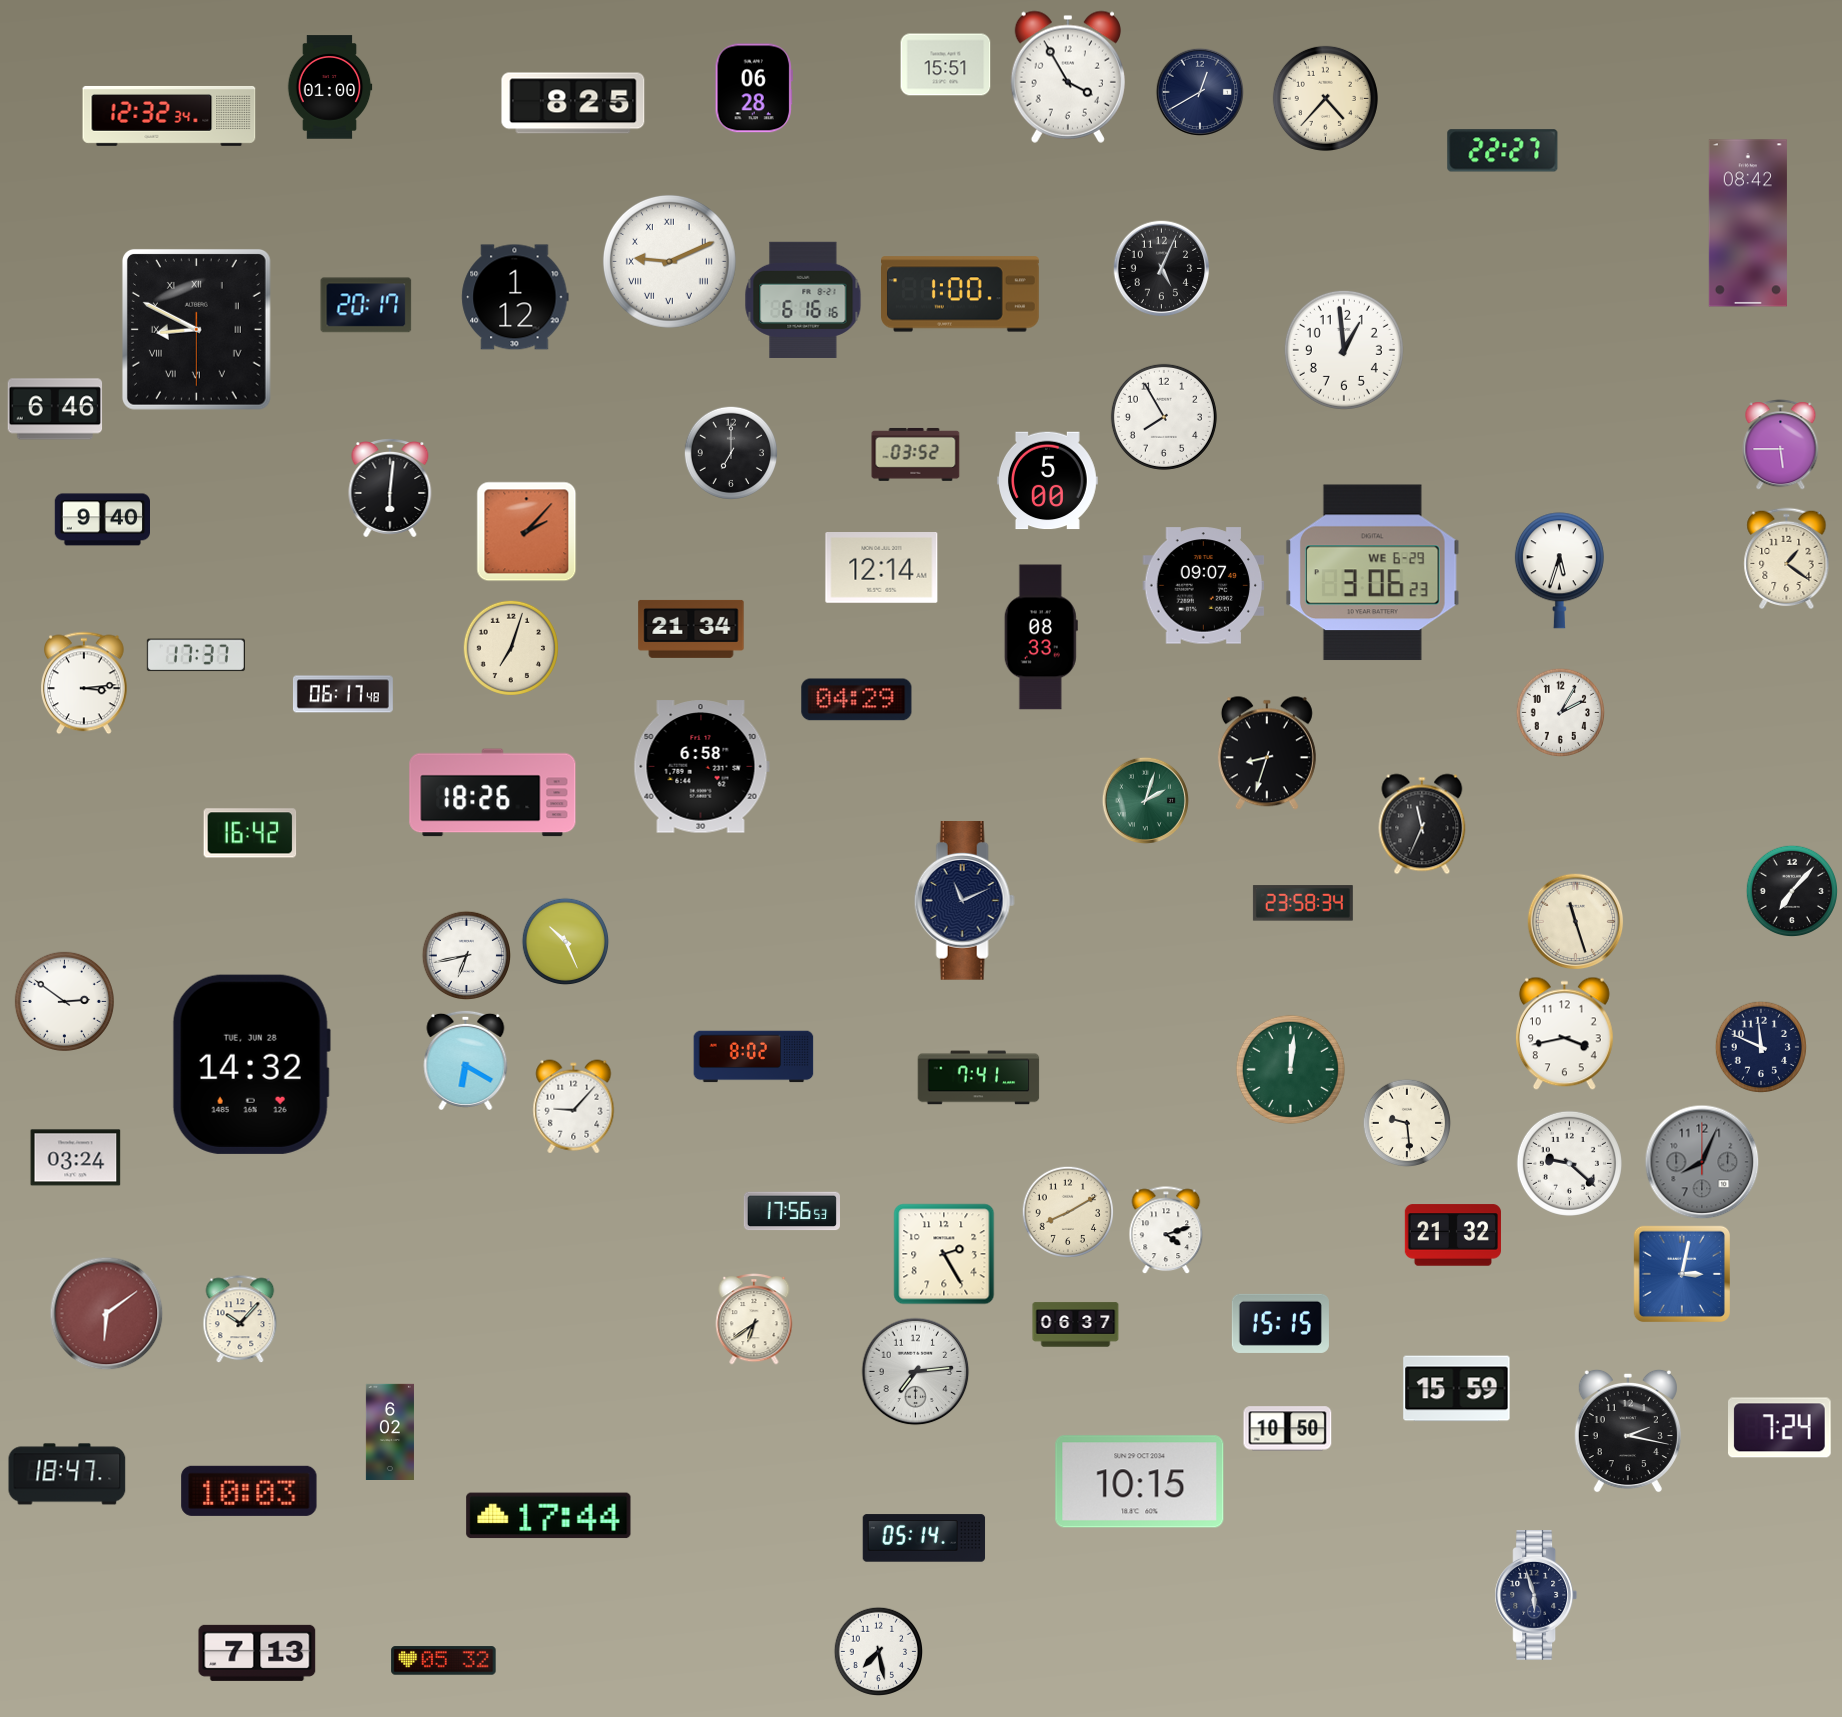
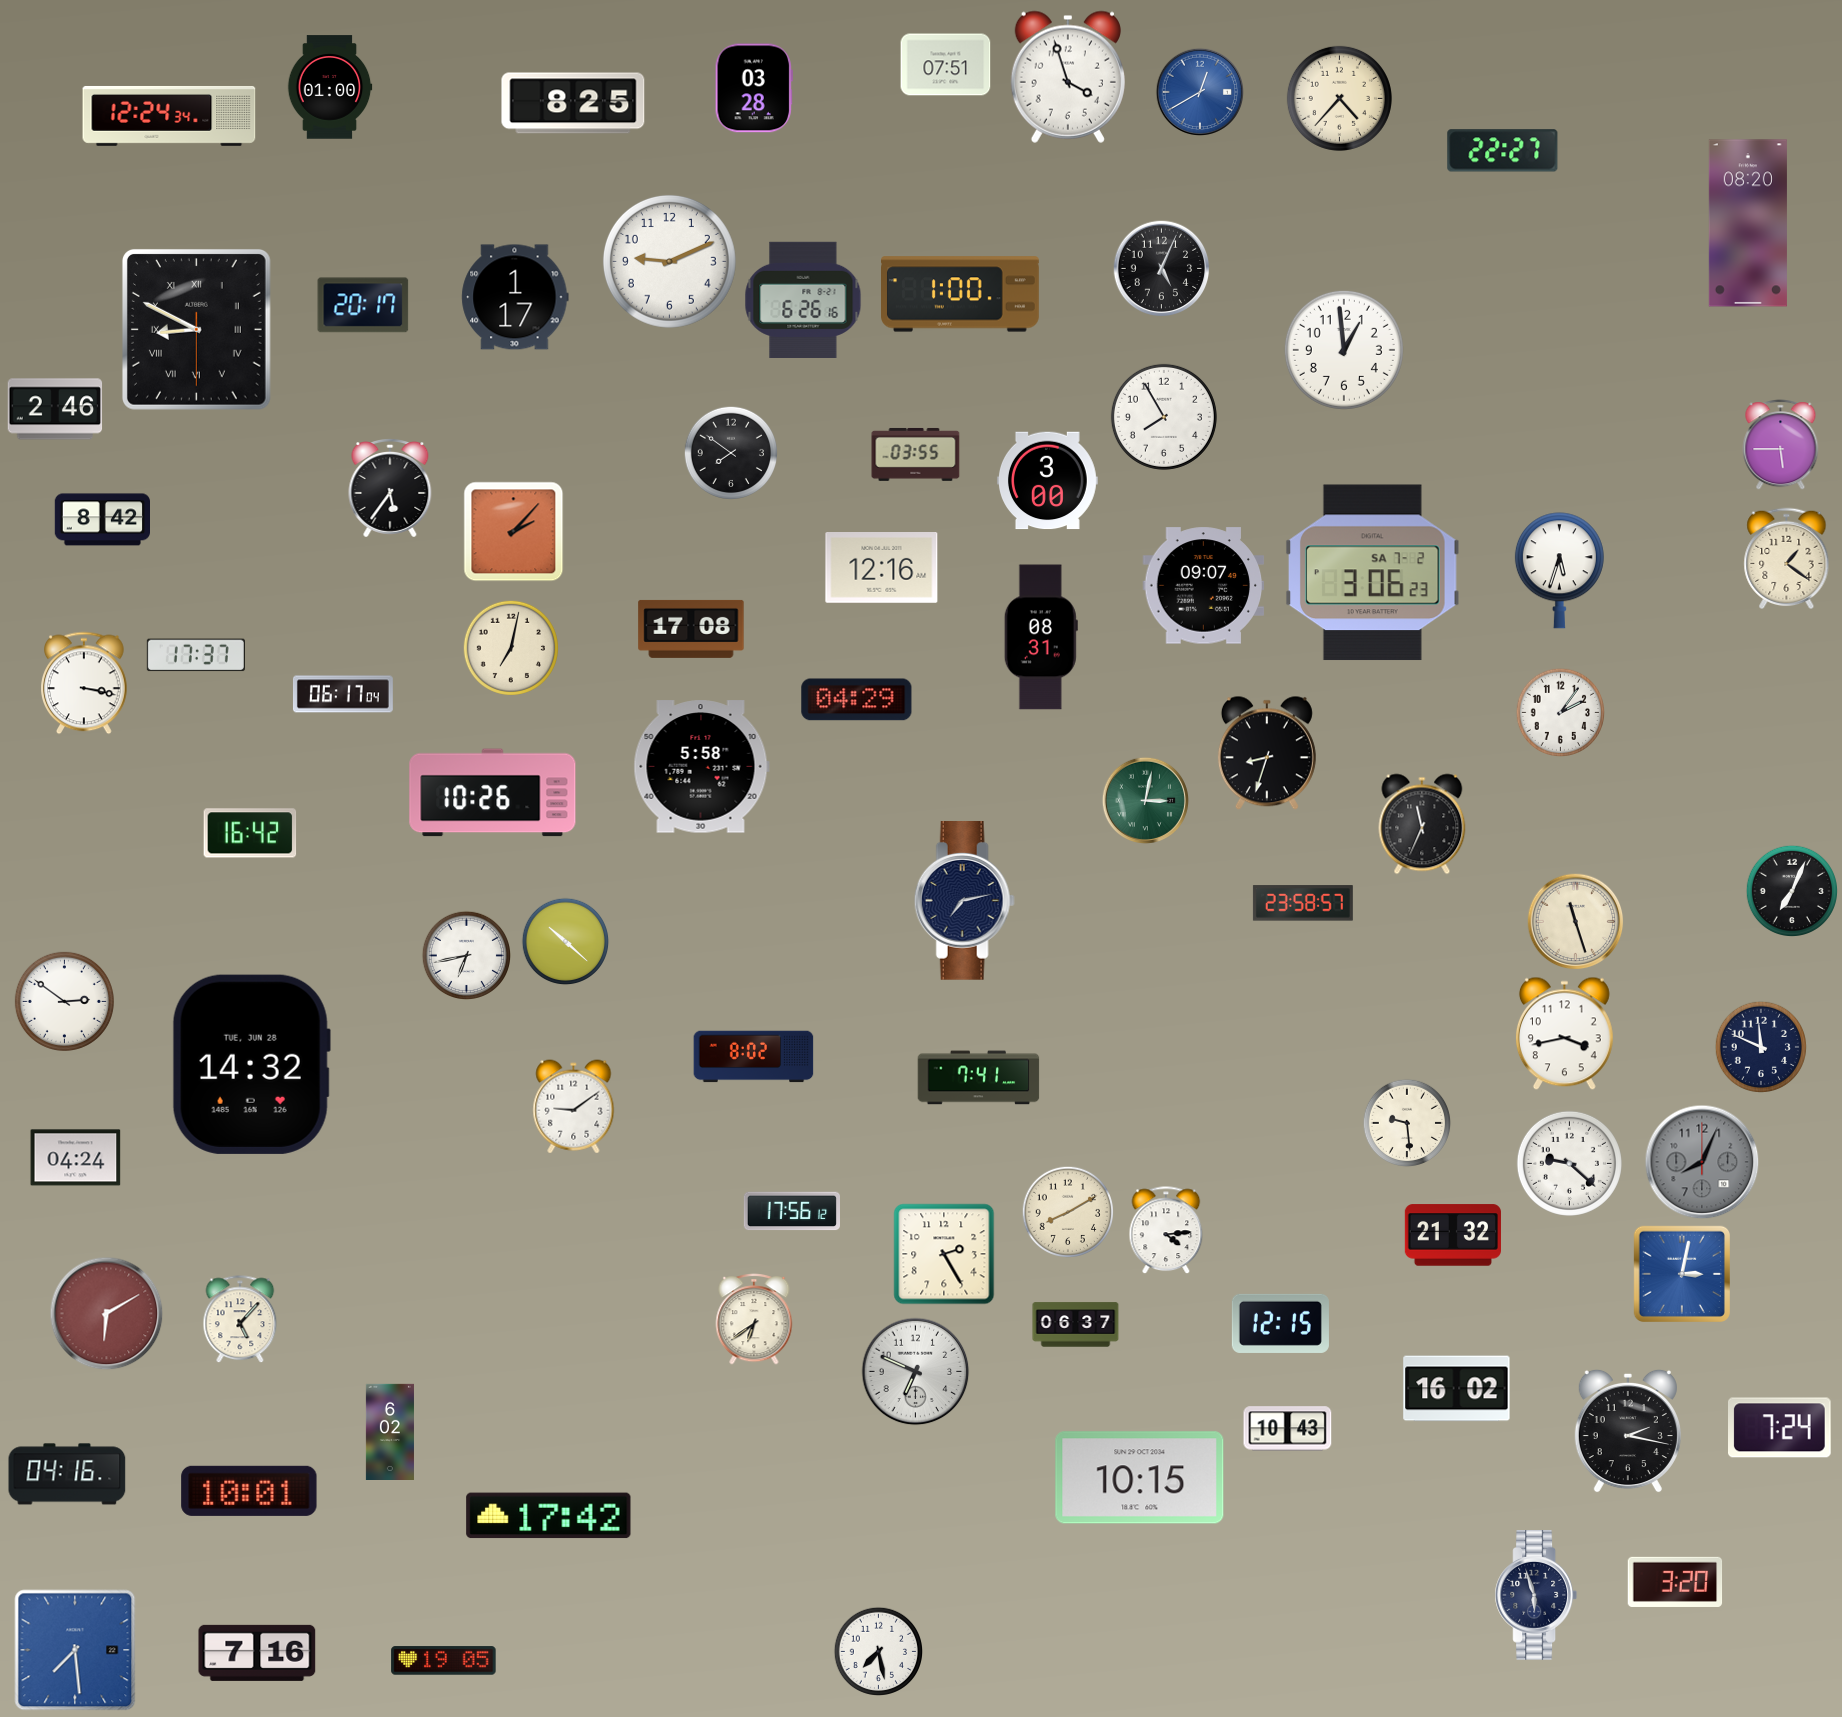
clock at (946, 65): 15:51 -> 07:51
clock at (1068, 77): 3:55 -> 3:57
clock at (753, 88): 06:28 -> 03:28
clock at (1199, 91) dial: navy -> blue
clock at (1325, 98) position: (1325, 98) -> (1339, 98)
clock at (169, 116): 12:32 -> 12:24
clock at (1748, 223): 08:42 -> 08:20
clock at (669, 261) numerals: Roman -> Arabic
clock at (515, 297): 1:12 -> 1:17
clock at (803, 299): 6:16 -> 6:26
clock at (366, 305) position: (366, 305) -> (363, 305)
clock at (55, 409): 6:46 -> 2:46
clock at (730, 452): 7:00 -> 7:51
clock at (916, 454): 03:52 -> 03:55
clock at (1047, 481): 5:00 -> 3:00
clock at (390, 489): 6:01 -> 5:36
clock at (103, 520): 9:40 -> 8:42
clock at (527, 532) position: (527, 532) -> (514, 532)
clock at (882, 568): 12:14 -> 12:16
clock at (1372, 573) date: WE 6-29 -> SA 7-2
clock at (691, 629): 21:34 -> 17:08
clock at (1041, 637): 08:33 -> 08:31
clock at (511, 648): 7:03 -> 7:02
clock at (85, 683): 3:14 -> 3:17
clock at (343, 694): 06:17:48 -> 06:17:04
clock at (1561, 713): 2:05 -> 2:06
clock at (701, 767): 6:58 -> 5:58
clock at (493, 793): 18:26 -> 10:26
clock at (1145, 800): 2:03 -> 3:02
clock at (1791, 890): 7:07 -> 7:04
clock at (964, 901): 11:11 -> 7:13
clock at (1303, 903): 23:58:34 -> 23:58:57
clock at (566, 942): 10:26 -> 10:22
clock at (466, 1060): 6:20 -> none
clock at (1290, 1069): 12:01 -> none
clock at (574, 1107): 9:07 -> 9:09
clock at (76, 1158): 03:24 -> 04:24
clock at (791, 1211): 17:56:53 -> 17:56:12
clock at (1166, 1231): 4:12 -> 4:14
clock at (107, 1314): 6:09 -> 6:10
clock at (240, 1320): 10:07 -> 5:07
clock at (1280, 1323): 15:15 -> 12:15
clock at (916, 1372): 7:14 -> 6:49
clock at (1457, 1389): 15:59 -> 16:02
clock at (1288, 1429): 10:50 -> 10:43
clock at (67, 1474): 18:47 -> 04:16
clock at (1140, 1482) position: (1140, 1482) -> (1140, 1478)
clock at (249, 1491): 10:03 -> 10:01
clock at (549, 1516): 17:44 -> 17:42
clock at (924, 1538): 05:14 -> none
clock at (1675, 1582): none -> 3:20
clock at (75, 1650): none -> 7:29
clock at (257, 1653): 7:13 -> 7:16
clock at (444, 1661): 05:32 -> 19:05
